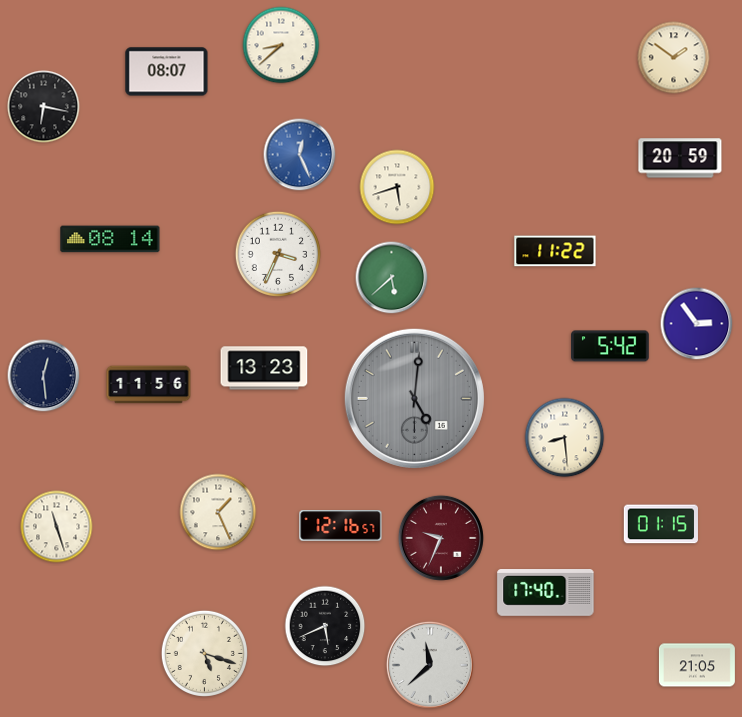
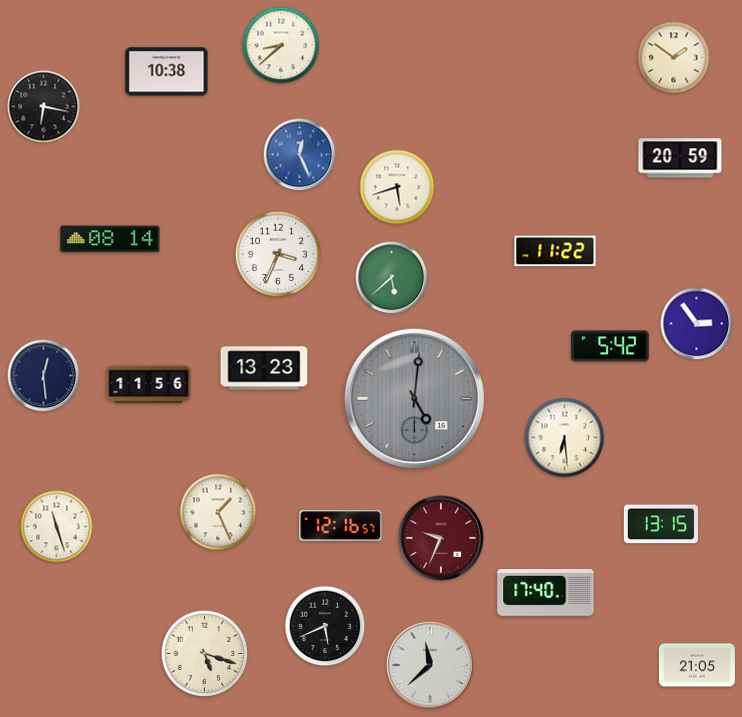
clock at (167, 72): 08:07 -> 10:38
clock at (565, 438): 8:29 -> 6:29
clock at (661, 524): 01:15 -> 13:15
